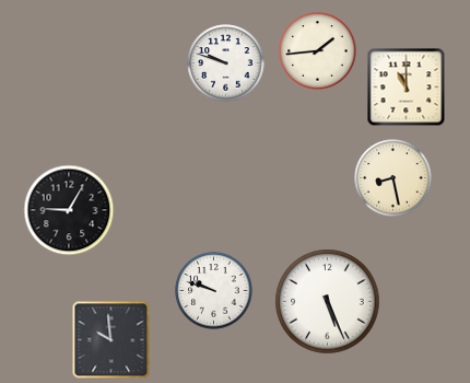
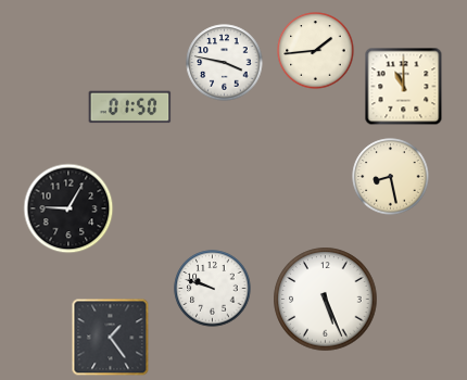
clock at (226, 63): 9:48 -> 3:47
clock at (130, 107): none -> 01:50
clock at (111, 340): 9:59 -> 1:24
